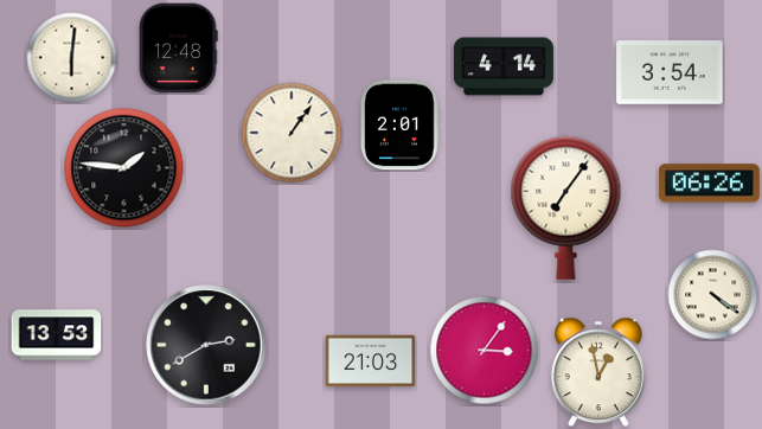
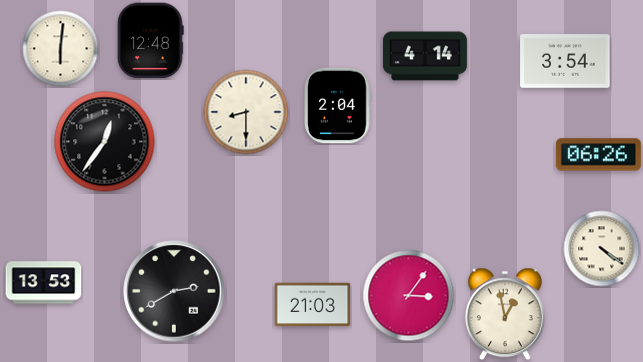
clock at (401, 126): 2:01 -> 2:04
clock at (292, 133): 1:06 -> 8:30
clock at (124, 168): 1:46 -> 12:36
clock at (566, 207): 7:06 -> none
clock at (57, 335) position: (57, 335) -> (44, 283)
